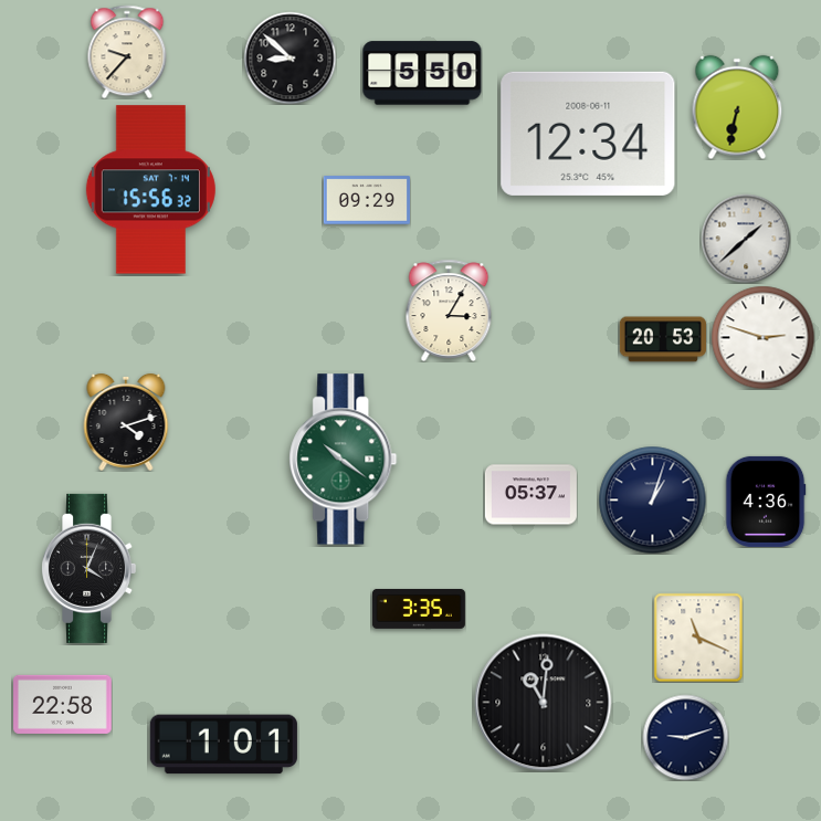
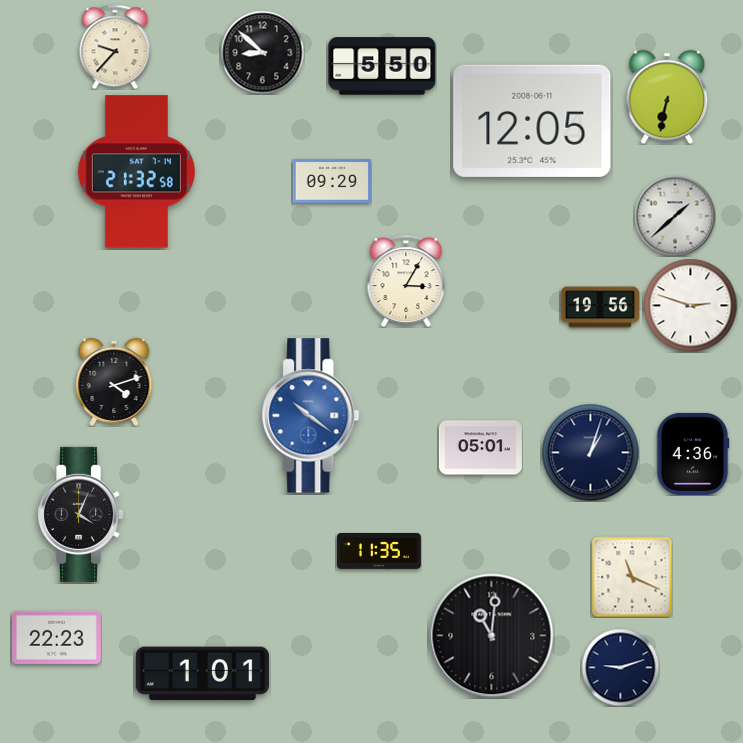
clock at (588, 134): 12:34 -> 12:05
clock at (150, 190): 15:56 -> 21:32
clock at (663, 339): 20:53 -> 19:56
clock at (344, 460) dial: green -> blue
clock at (530, 495): 05:37 -> 05:01
clock at (419, 609): 3:35 -> 11:35
clock at (63, 704): 22:58 -> 22:23
